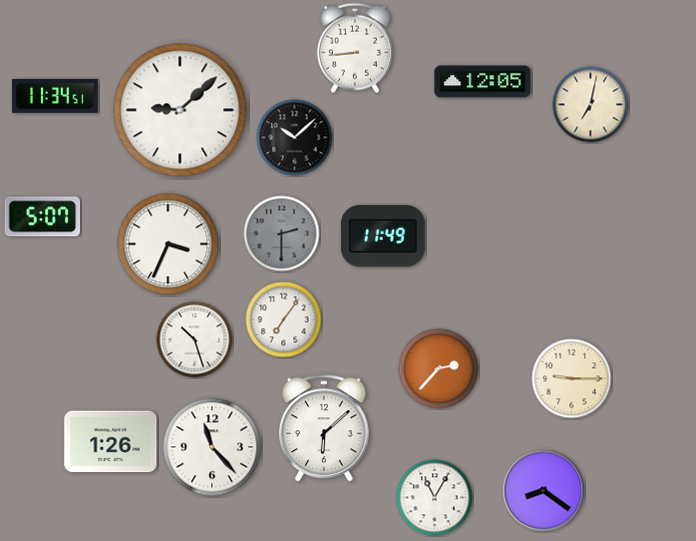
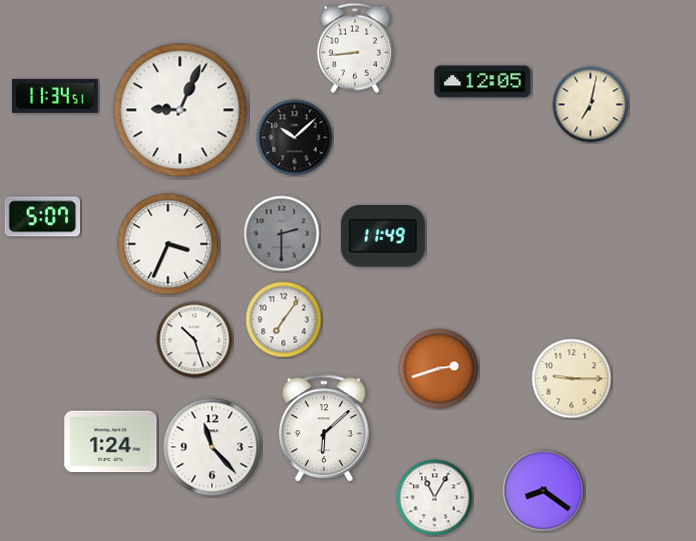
clock at (180, 110): 9:08 -> 9:04
clock at (439, 369): 2:37 -> 2:42
clock at (111, 442): 1:26 -> 1:24
